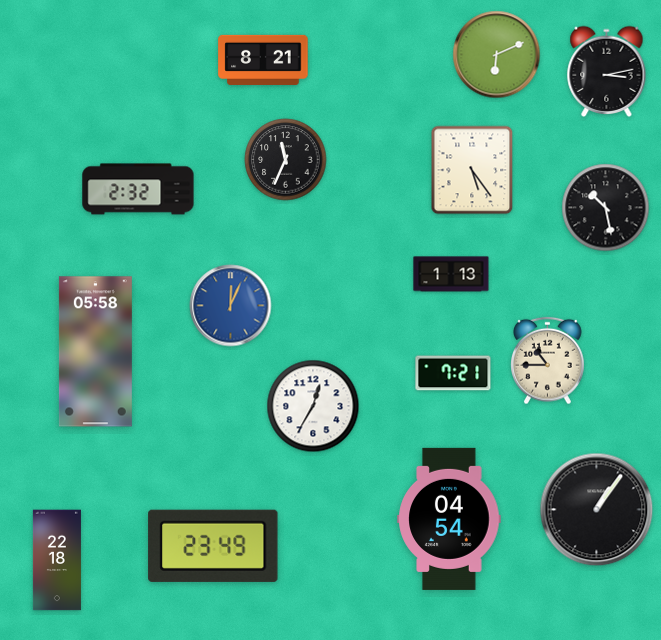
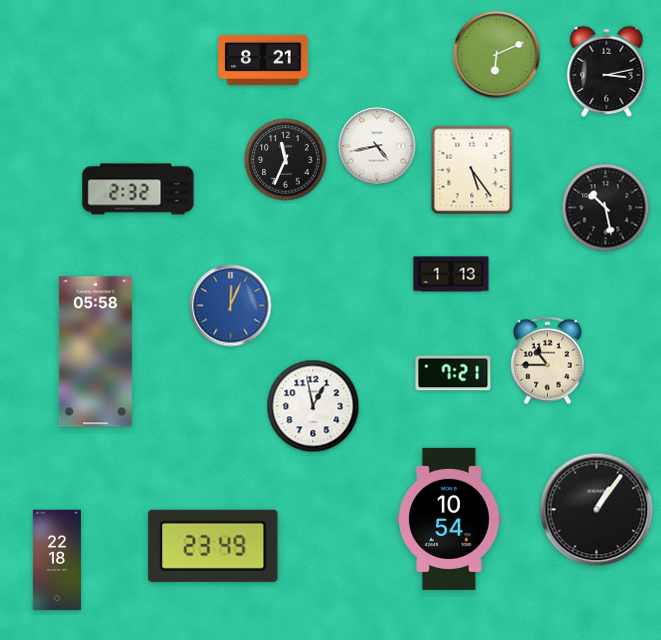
clock at (377, 146): none -> 4:43
clock at (313, 406): 12:35 -> 12:58
clock at (449, 519): 04:54 -> 10:54
